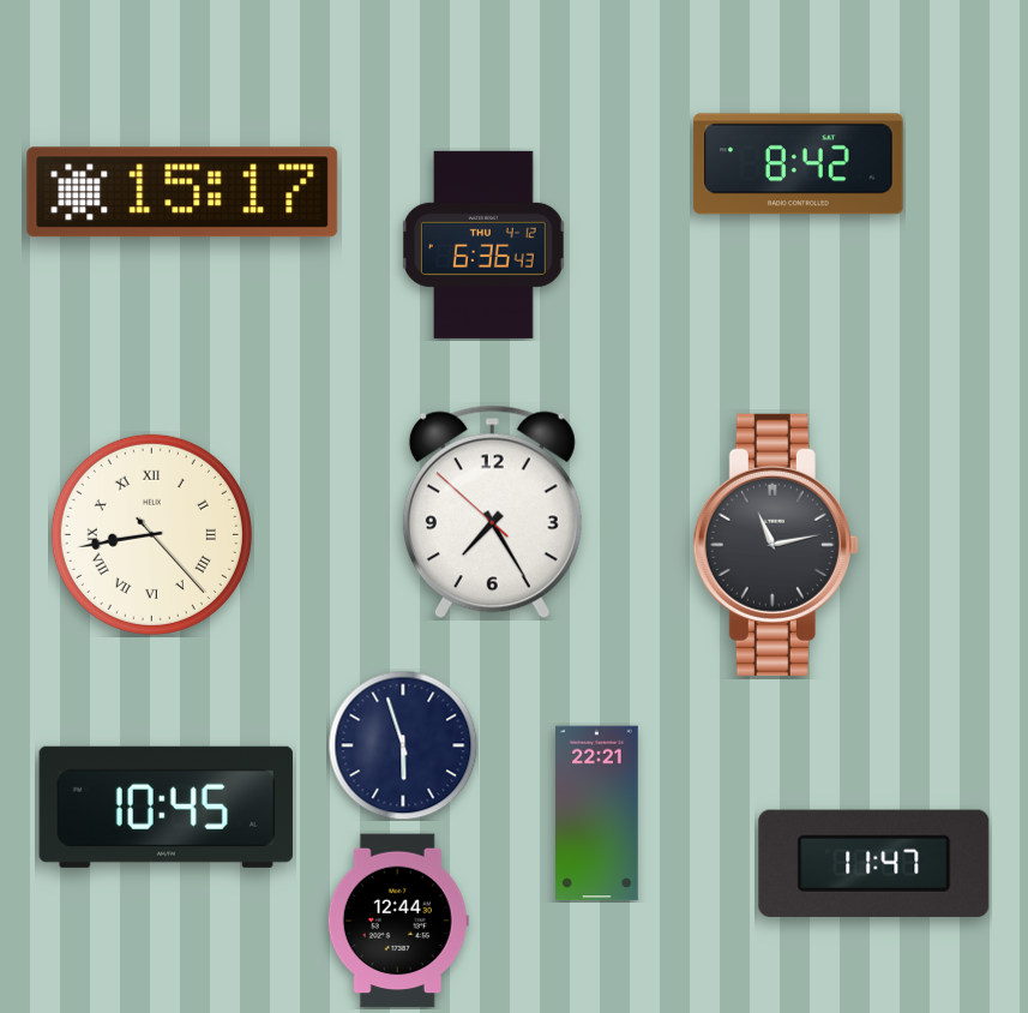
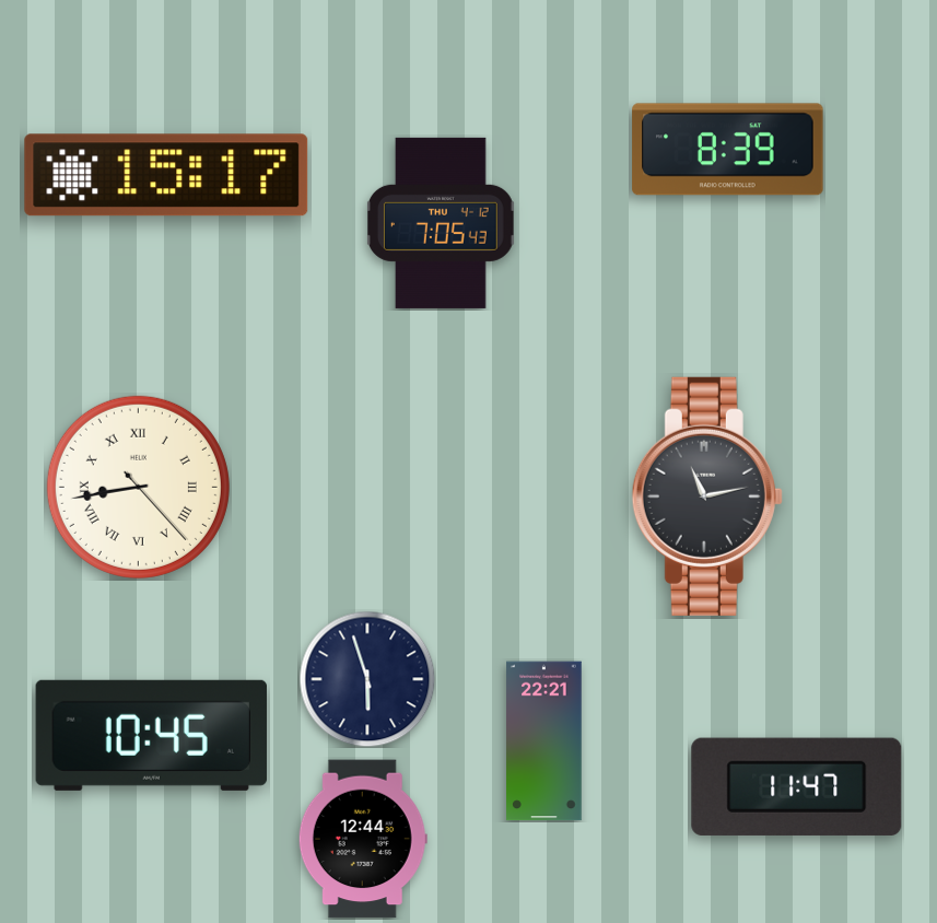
clock at (799, 164): 8:42 -> 8:39
clock at (483, 245): 6:36 -> 7:05
clock at (492, 513): 7:24 -> none
